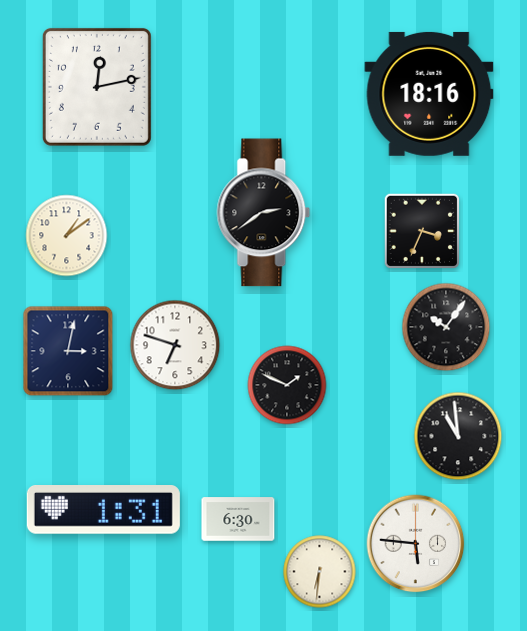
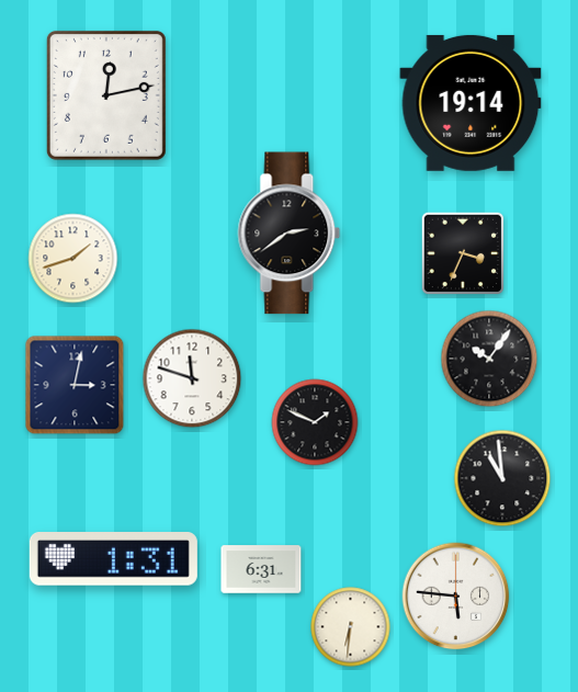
clock at (429, 94): 18:16 -> 19:14
clock at (67, 236): 1:09 -> 1:42
clock at (175, 345): 6:48 -> 11:48
clock at (238, 519): 6:30 -> 6:31
